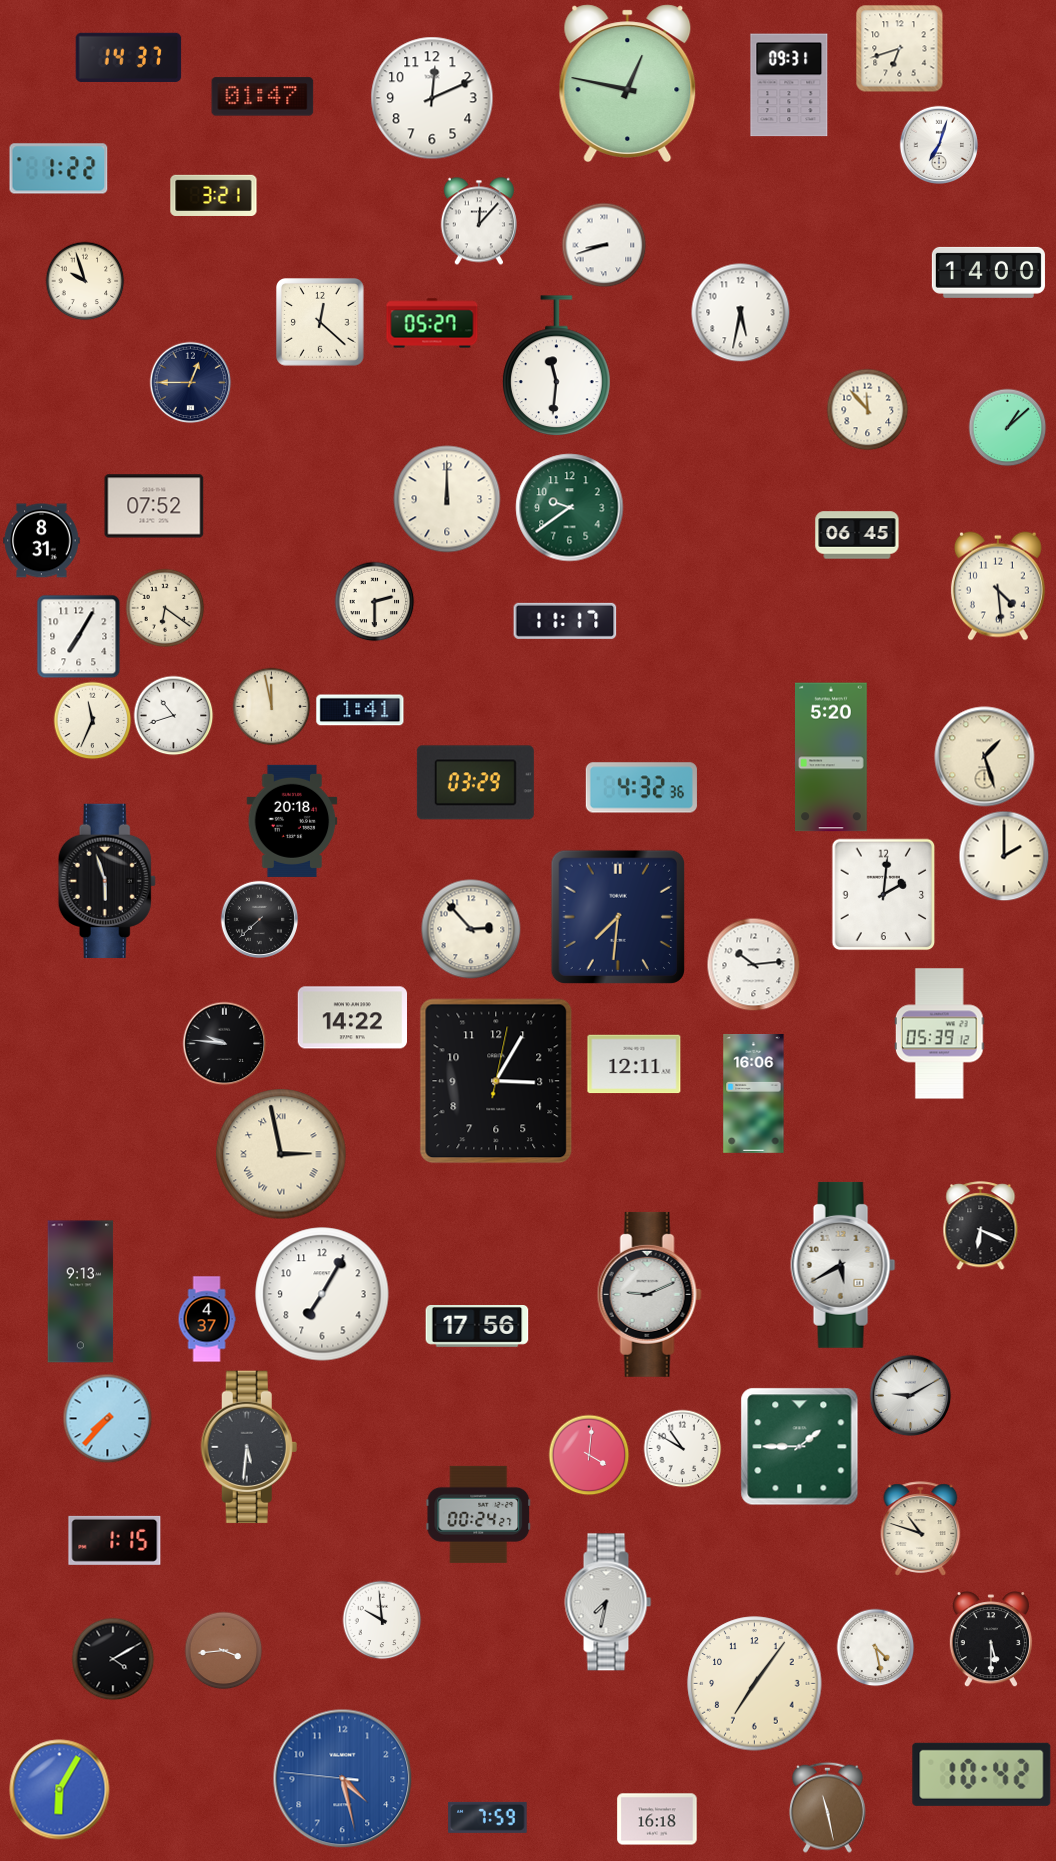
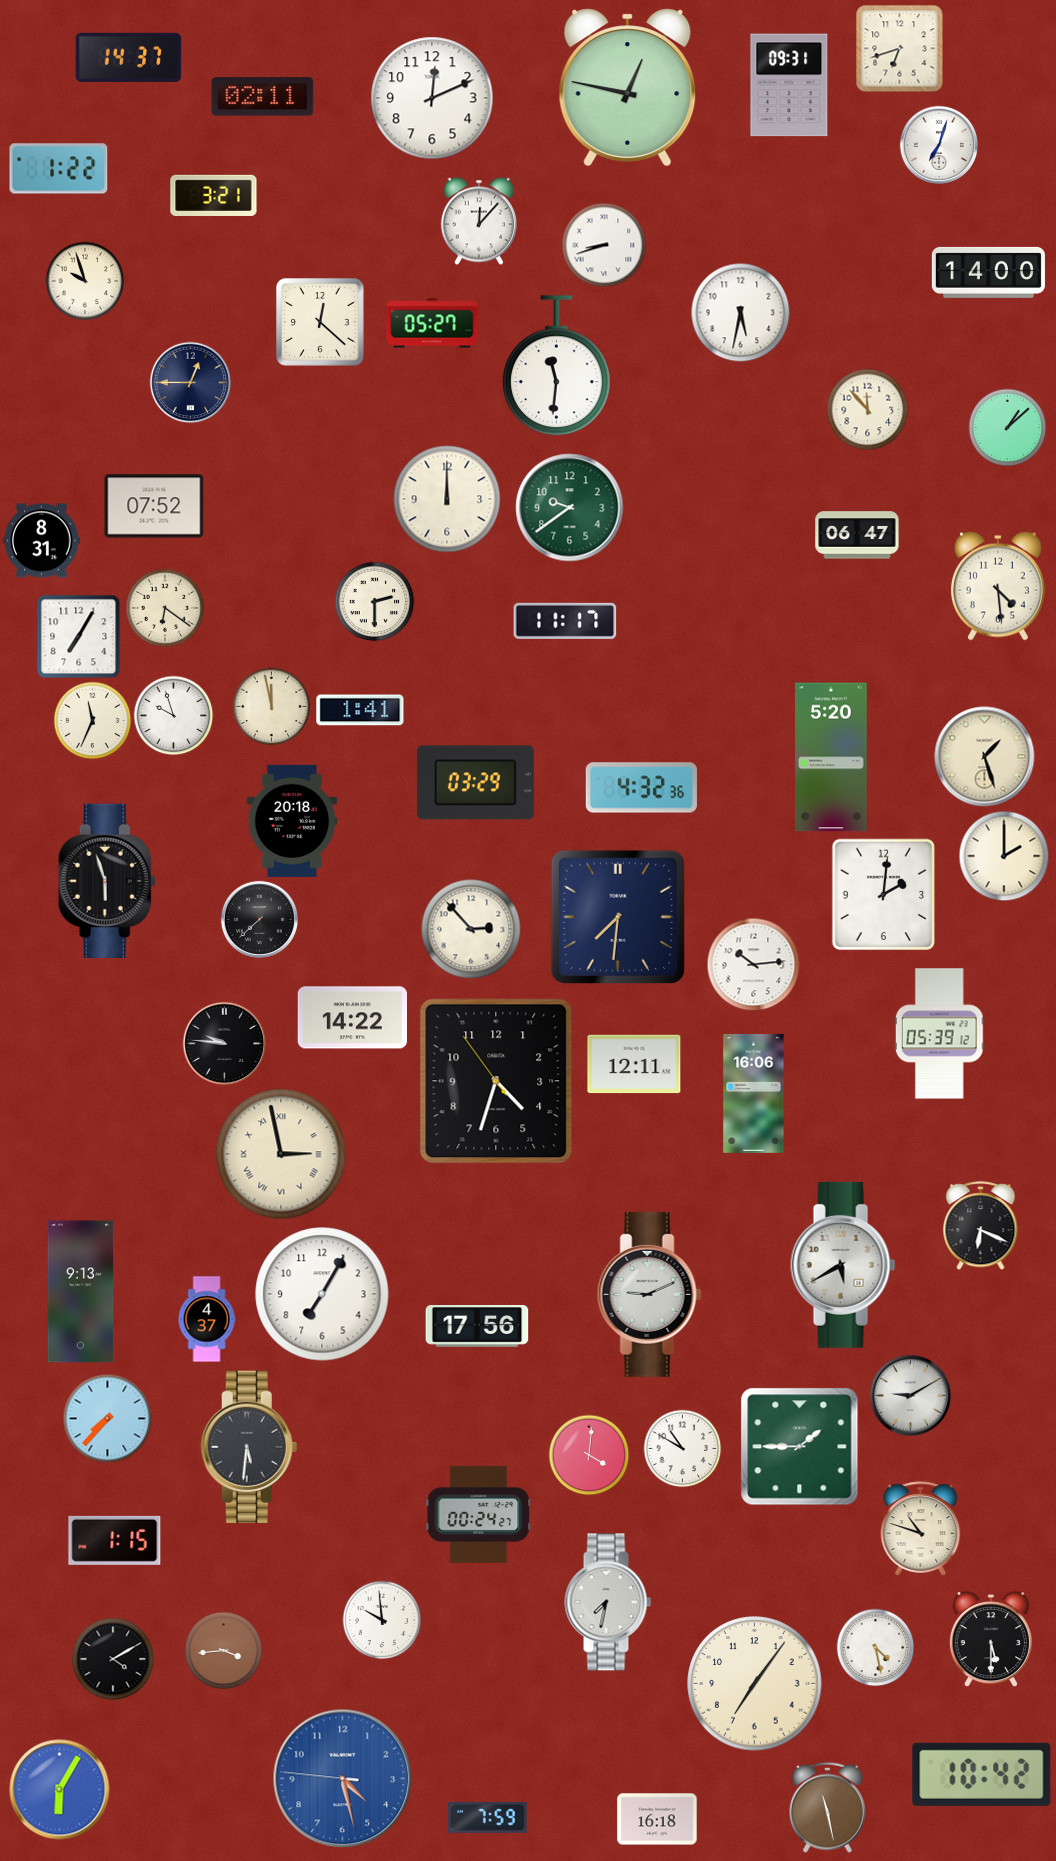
clock at (628, 83) position: (628, 83) -> (628, 87)
clock at (263, 97): 01:47 -> 02:11
clock at (857, 535): 06:45 -> 06:47
clock at (173, 715): 10:42 -> 9:57
clock at (496, 1081): 3:05 -> 4:32
